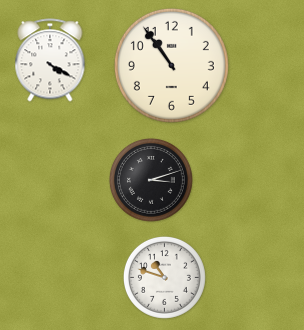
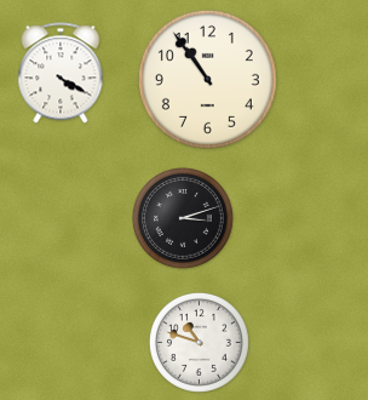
clock at (164, 277) position: (164, 277) -> (199, 342)
